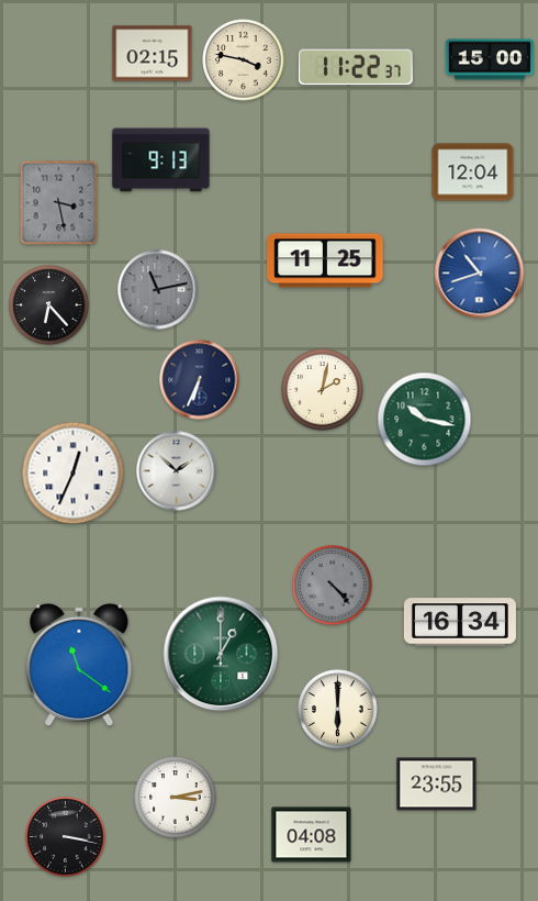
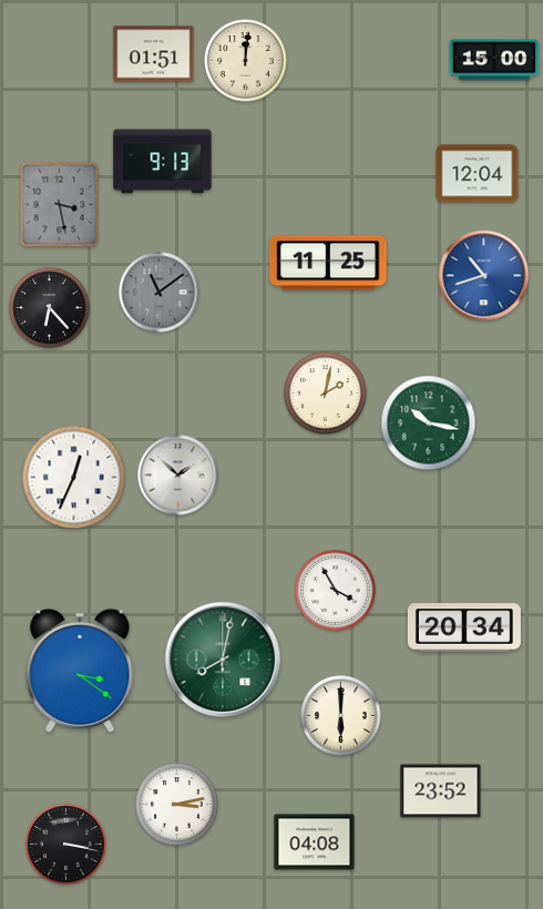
clock at (153, 54): 02:15 -> 01:51
clock at (244, 60): 3:47 -> 12:01
clock at (356, 67): 11:22 -> none
clock at (158, 290): 11:13 -> 11:09
clock at (200, 380): 6:34 -> none
clock at (333, 586): 4:23 -> 3:55
clock at (333, 586) dial: grey -> white
clock at (460, 622): 16:34 -> 20:34
clock at (221, 654): 1:00 -> 8:02
clock at (79, 665): 11:21 -> 3:21
clock at (437, 785): 23:55 -> 23:52
